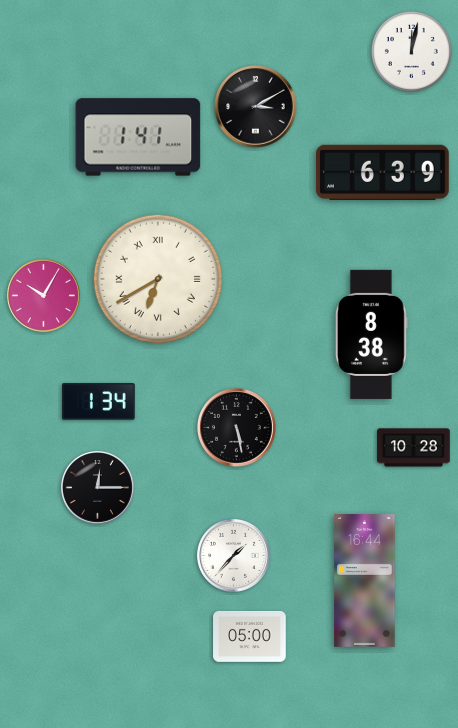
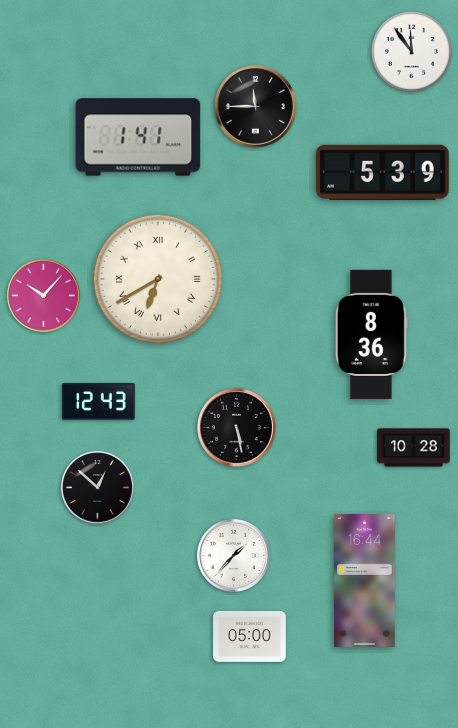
clock at (411, 51): 12:02 -> 11:54
clock at (256, 107): 3:10 -> 11:45
clock at (383, 173): 6:39 -> 5:39
clock at (43, 295): 10:05 -> 10:07
clock at (371, 334): 8:38 -> 8:36
clock at (99, 402): 1:34 -> 12:43
clock at (97, 487): 12:15 -> 12:52
